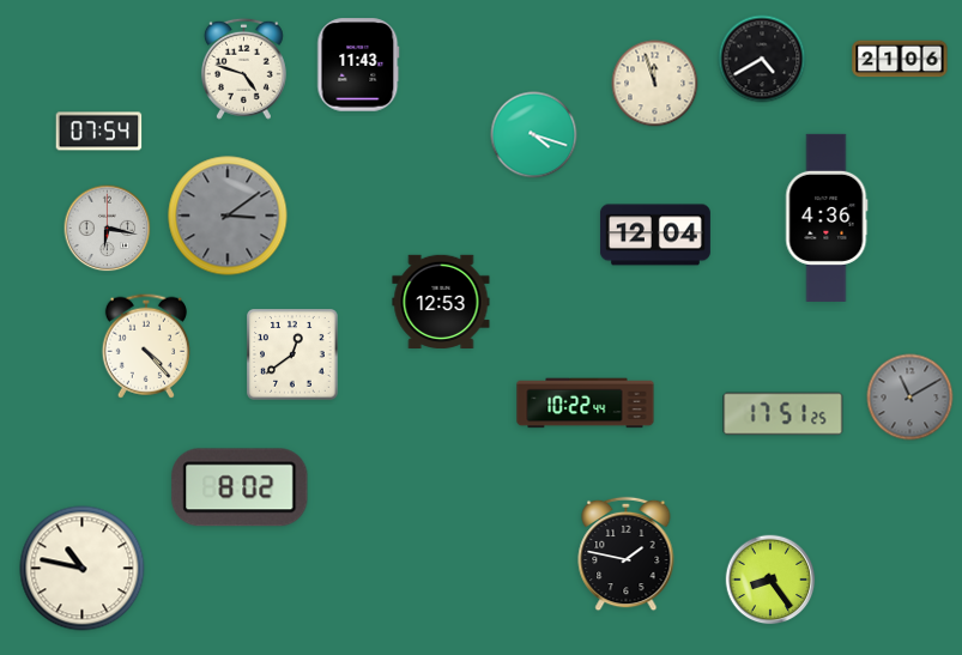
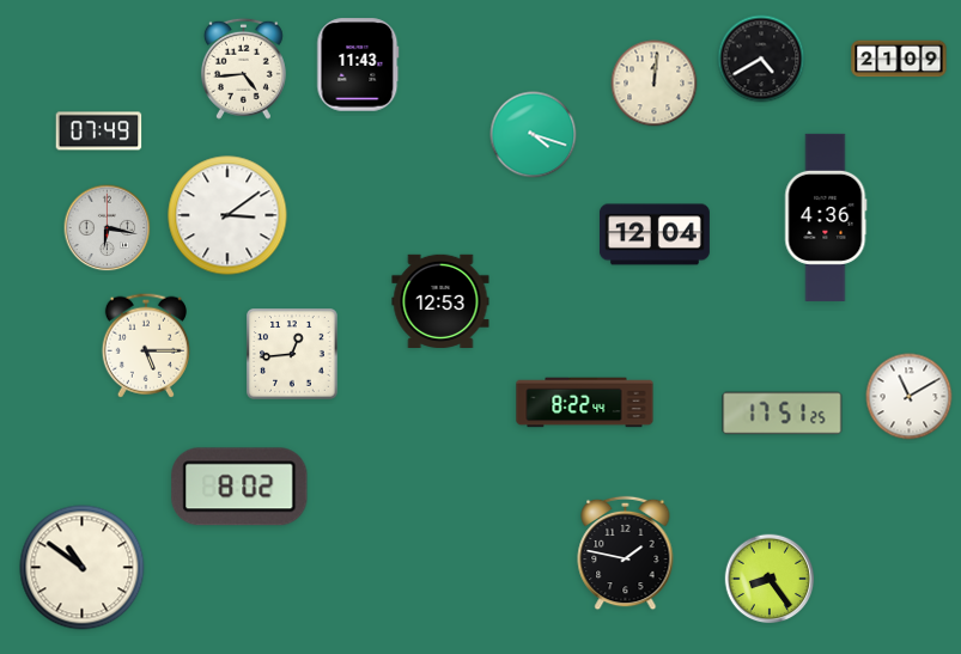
clock at (900, 59): 21:06 -> 21:09
clock at (243, 68): 4:48 -> 4:44
clock at (655, 84): 11:57 -> 12:01
clock at (99, 132): 07:54 -> 07:49
clock at (228, 216) dial: grey -> white
clock at (146, 346): 4:23 -> 5:15
clock at (292, 354): 12:39 -> 12:44
clock at (910, 398) dial: grey -> white
clock at (586, 404): 10:22 -> 8:22
clock at (83, 569): 10:47 -> 10:51
